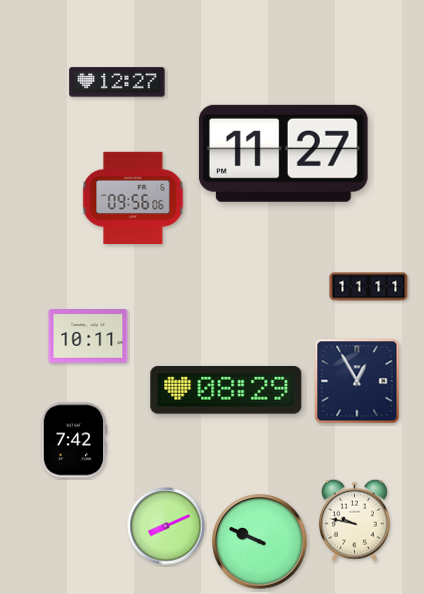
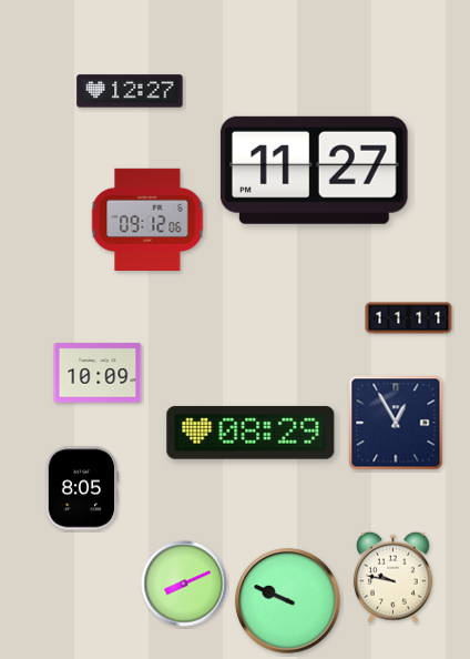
clock at (133, 197): 09:56 -> 09:12
clock at (88, 336): 10:11 -> 10:09
clock at (74, 440): 7:42 -> 8:05
